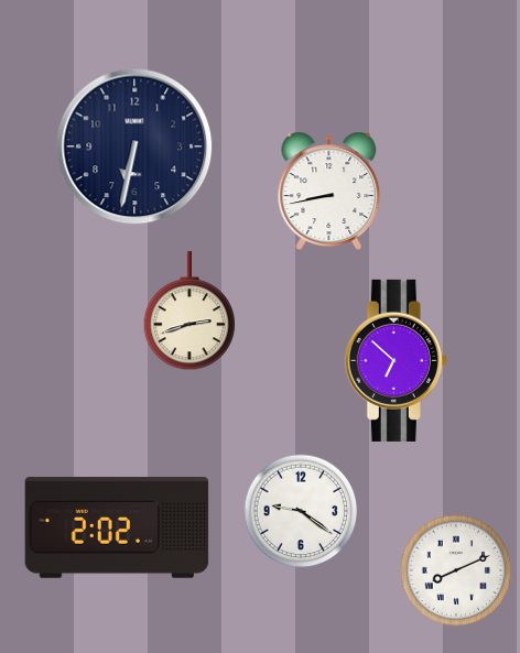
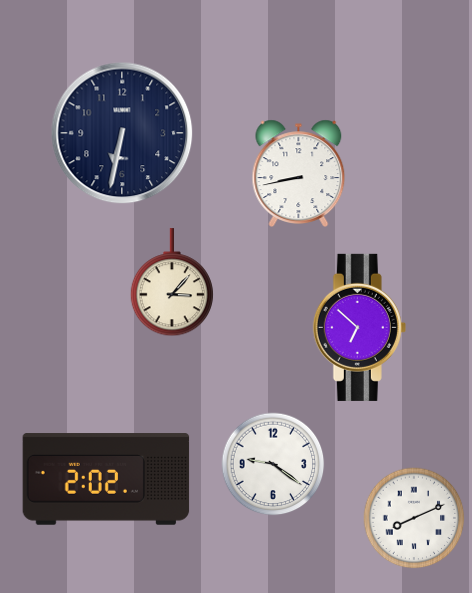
clock at (189, 312): 2:42 -> 3:07
